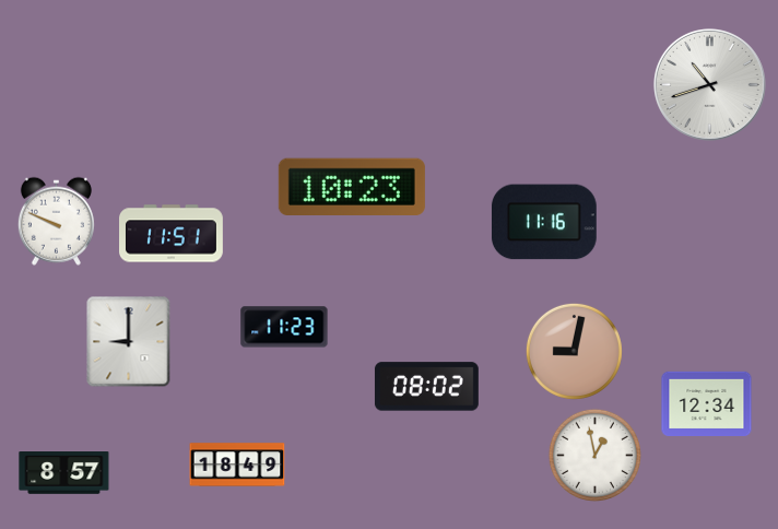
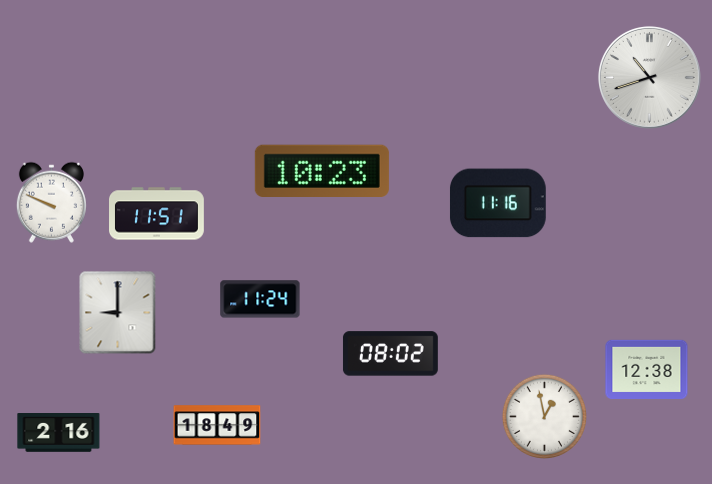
clock at (284, 327): 11:23 -> 11:24
clock at (574, 351): 9:02 -> none
clock at (707, 403): 12:34 -> 12:38
clock at (64, 473): 8:57 -> 2:16
